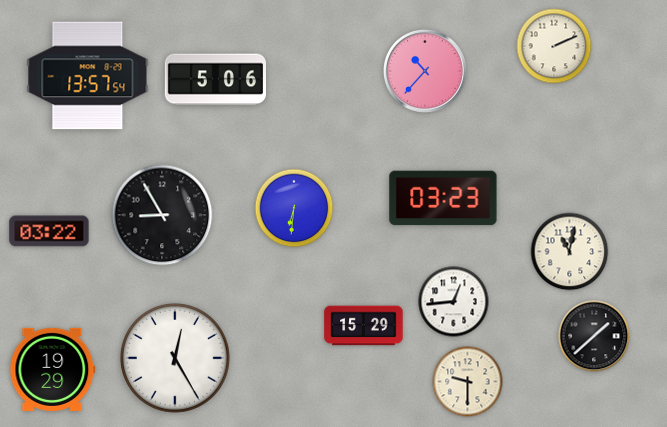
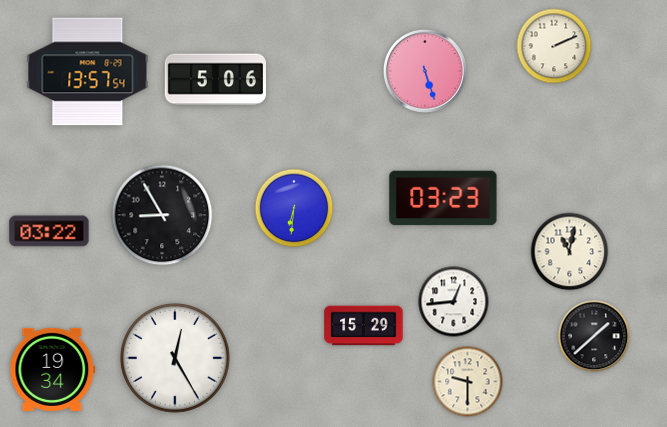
clock at (425, 71): 10:37 -> 5:27
clock at (88, 76) position: (88, 76) -> (88, 72)
clock at (53, 369): 19:29 -> 19:34
